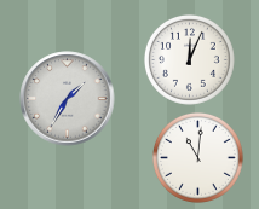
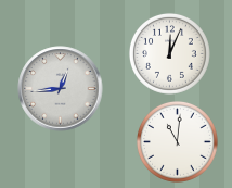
clock at (68, 99): 1:35 -> 12:44
